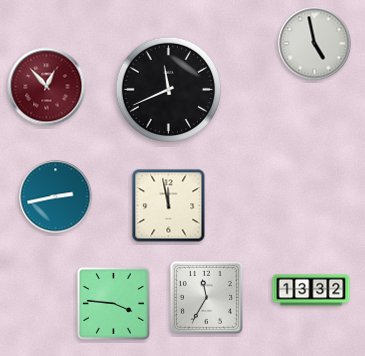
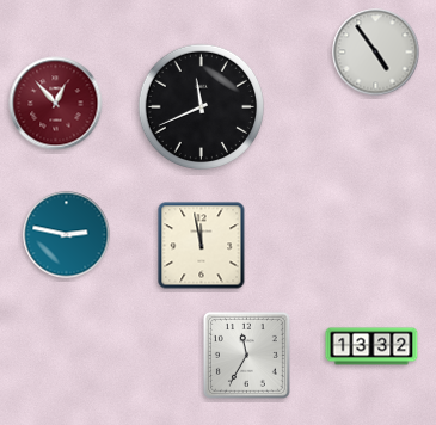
clock at (315, 44): 4:58 -> 4:54
clock at (56, 197): 2:43 -> 2:47
clock at (113, 303): 3:46 -> none
